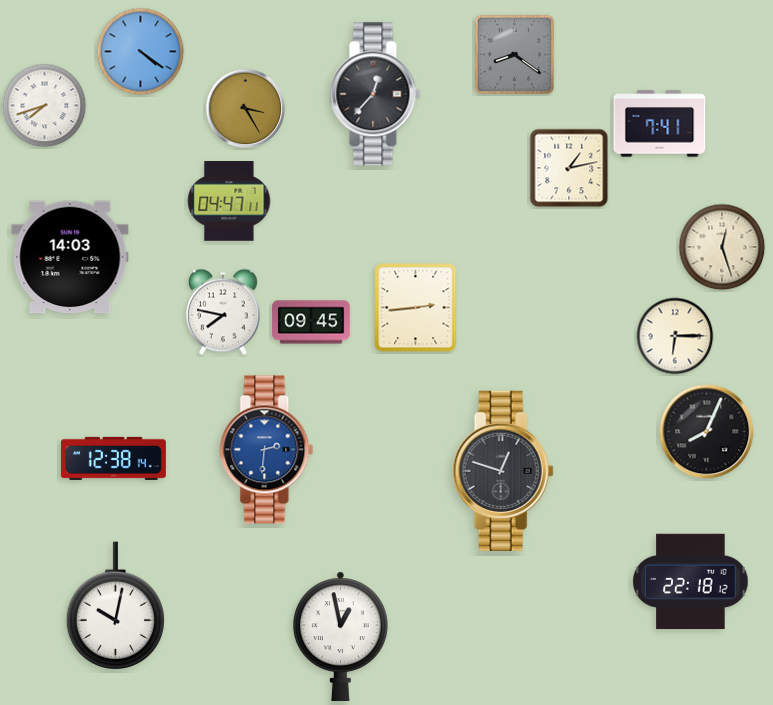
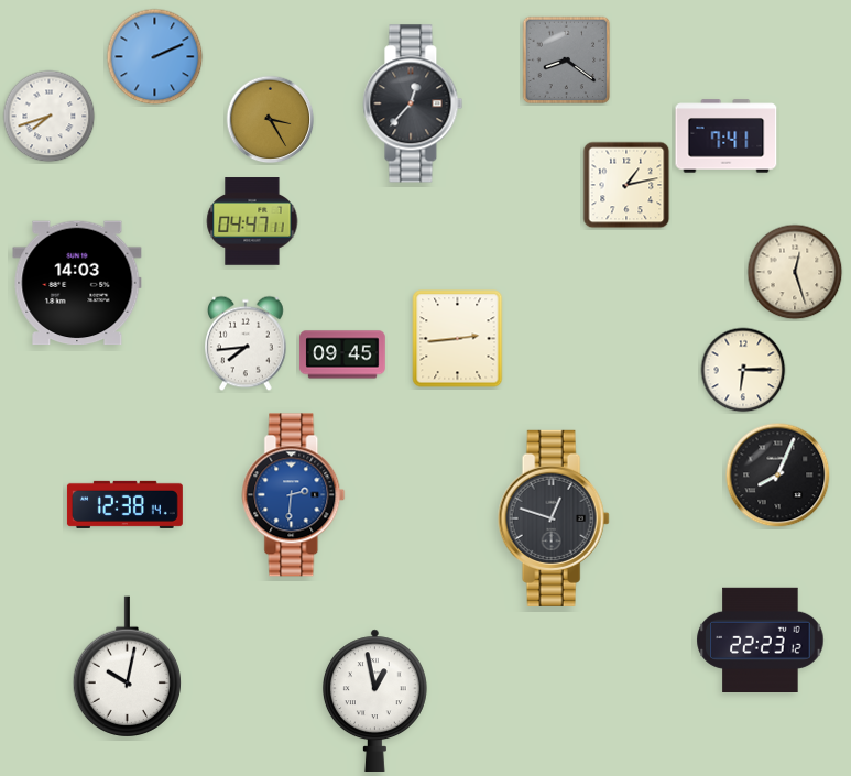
clock at (141, 52): 4:21 -> 2:11
clock at (223, 312): 7:47 -> 7:44
clock at (691, 581): 22:18 -> 22:23
